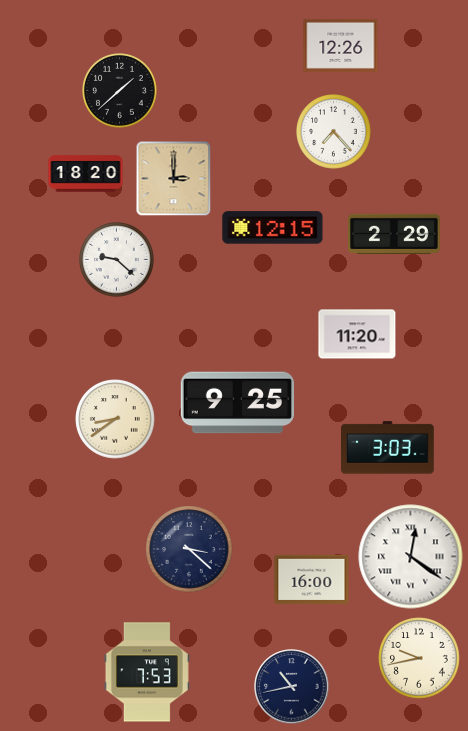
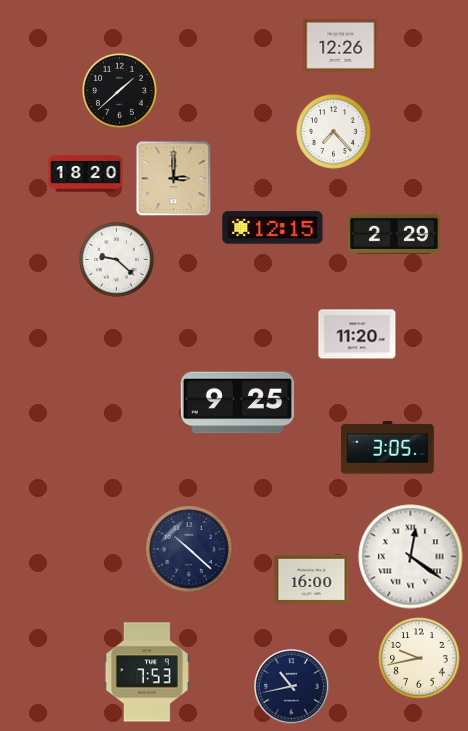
clock at (115, 419): 8:39 -> none
clock at (388, 448): 3:03 -> 3:05
clock at (189, 549): 3:22 -> 10:22
